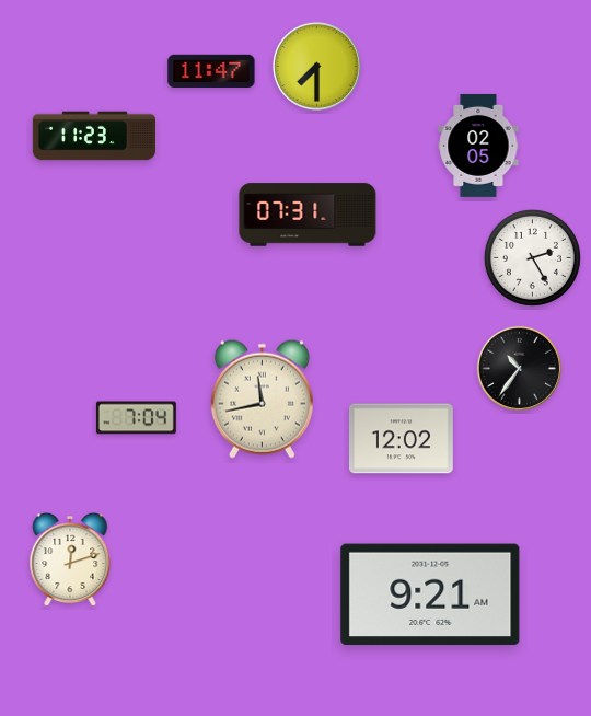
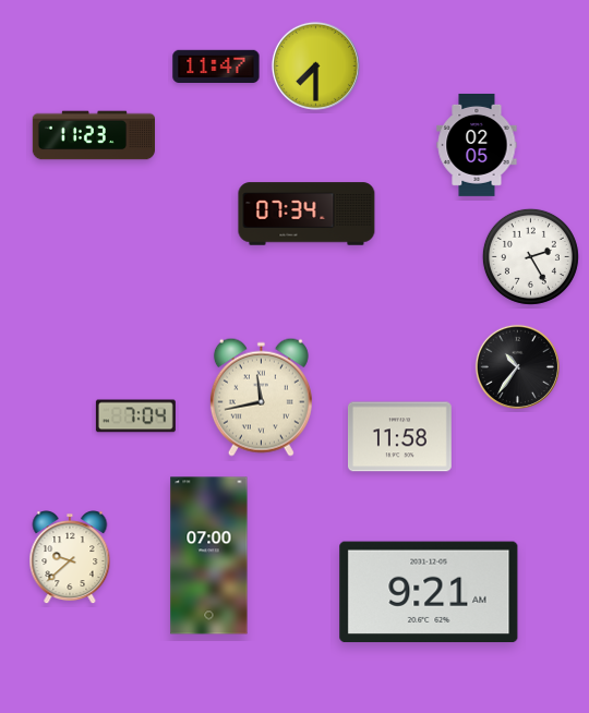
clock at (211, 71) position: (211, 71) -> (216, 67)
clock at (308, 215): 07:31 -> 07:34
clock at (401, 439): 12:02 -> 11:58
clock at (209, 556): none -> 07:00
clock at (70, 561): 12:12 -> 9:38
